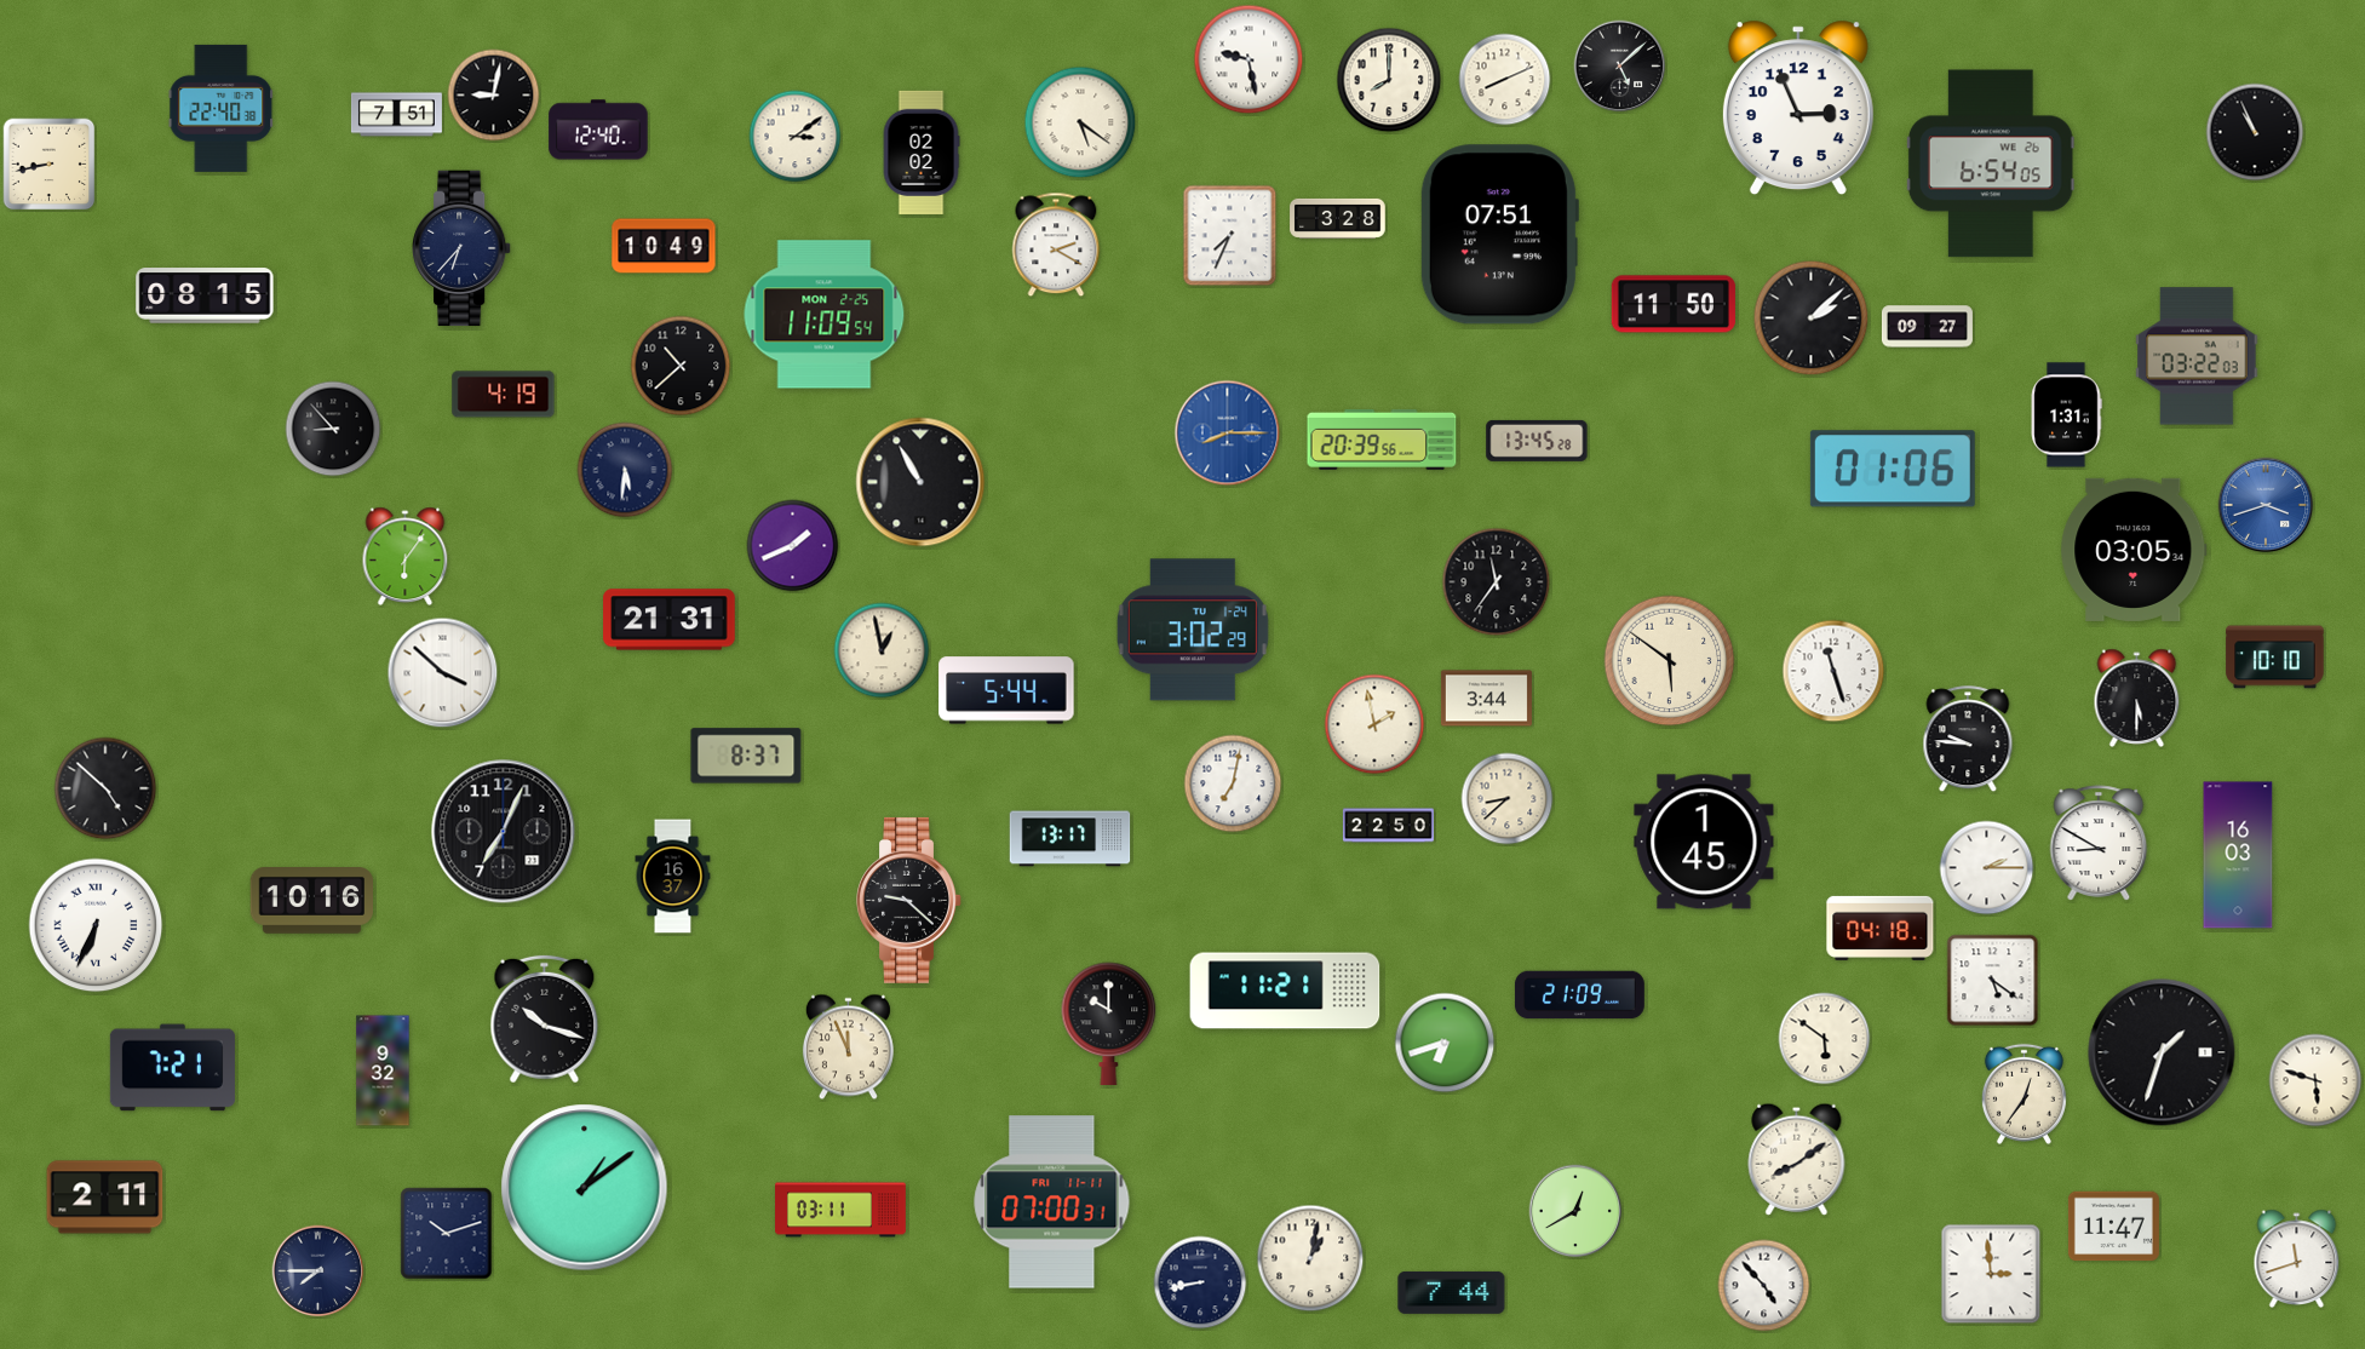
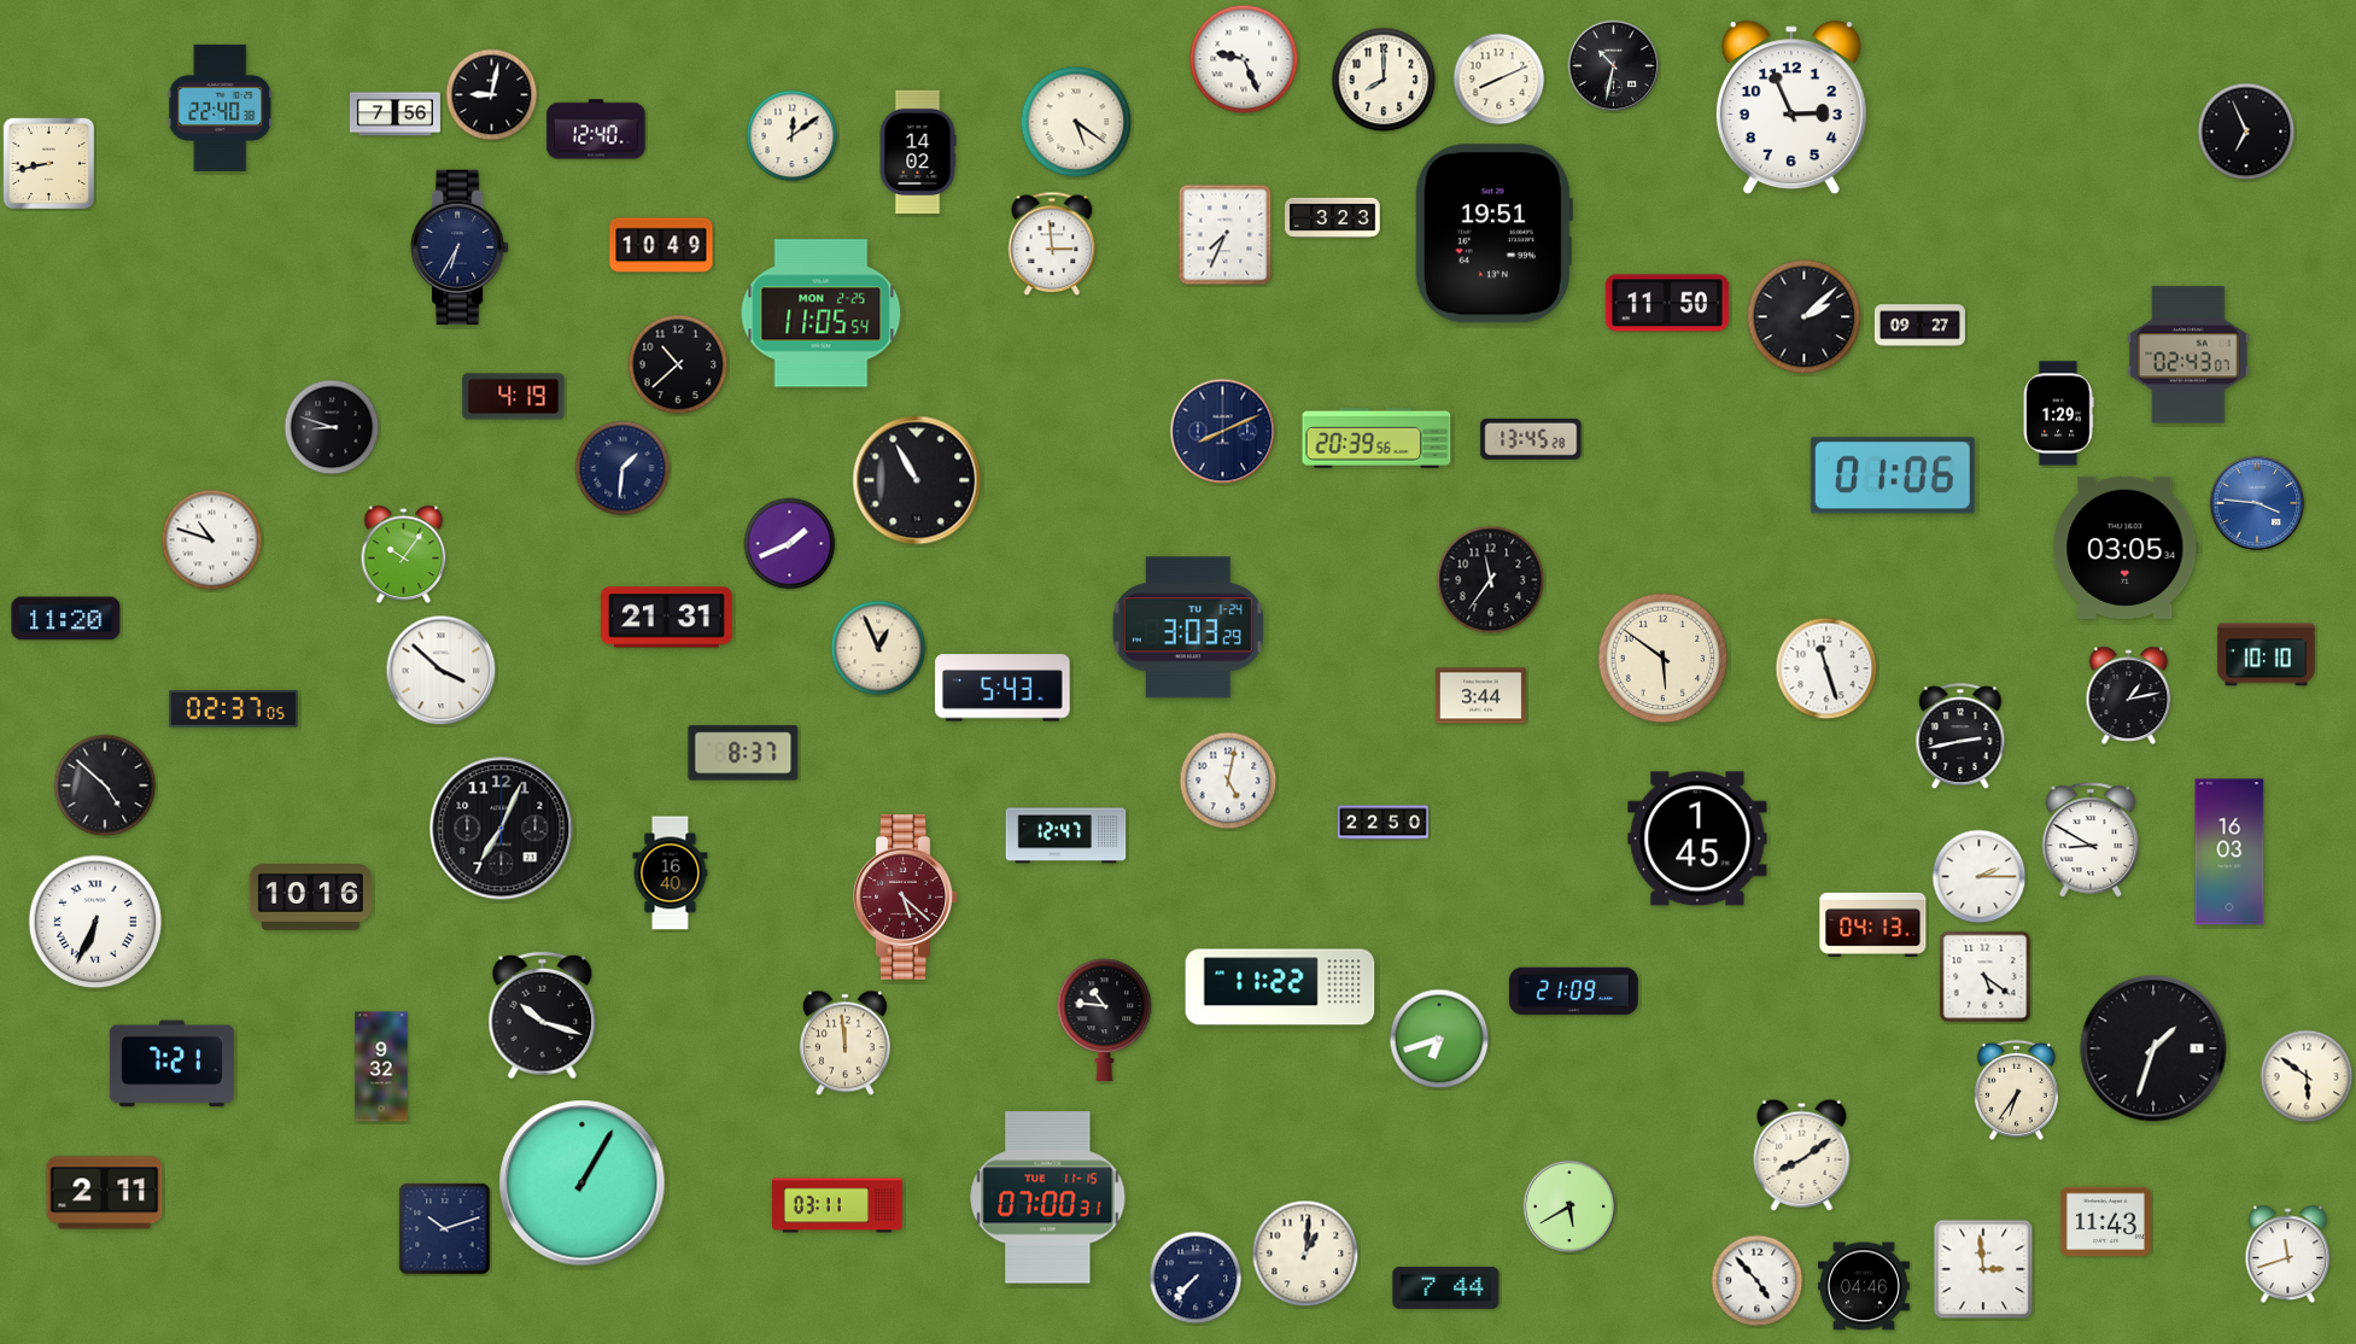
clock at (1248, 59): 9:28 -> 9:26
clock at (1620, 67): 5:08 -> 10:32
clock at (396, 115): 7:51 -> 7:56
clock at (2255, 132): 10:56 -> 6:56
clock at (796, 137): 3:09 -> 12:09
clock at (922, 151): 02:02 -> 14:02
clock at (1991, 163): 6:54 -> none
clock at (1338, 218): 3:28 -> 3:23
clock at (1499, 235): 07:51 -> 19:51
clock at (1056, 245): 2:20 -> 2:59
clock at (463, 248): 6:37 -> 6:35
clock at (205, 295): 08:15 -> none
clock at (825, 315): 11:09 -> 11:05
clock at (2197, 356): 03:22 -> 02:43
clock at (504, 395) position: (504, 395) -> (514, 397)
clock at (2066, 415): 1:31 -> 1:29
clock at (333, 429): 8:53 -> 8:48
clock at (1228, 434): 8:15 -> 8:11
clock at (1228, 434) dial: blue -> navy
clock at (1893, 469) position: (1893, 469) -> (1893, 475)
clock at (625, 470): 5:31 -> 1:31
clock at (2266, 505): 3:42 -> 3:46
clock at (212, 540): none -> 10:48
clock at (406, 556): 6:06 -> 10:06
clock at (66, 619): none -> 11:20
clock at (1193, 630): 3:02 -> 3:03
clock at (882, 650): 12:58 -> 12:56
clock at (1006, 690): 5:44 -> 5:43
clock at (2137, 698): 5:30 -> 1:13
clock at (233, 708): none -> 02:37
clock at (1374, 724): 1:58 -> none
clock at (1968, 740): 9:46 -> 2:43
clock at (1233, 783): 7:02 -> 5:02
clock at (1508, 799): 8:38 -> none
clock at (1070, 839): 13:17 -> 12:47
clock at (1987, 868) position: (1987, 868) -> (1980, 877)
clock at (673, 877): 16:37 -> 16:40
clock at (909, 900): 9:22 -> 5:22
clock at (909, 900) dial: black -> burgundy
clock at (1881, 928): 04:18 -> 04:13
clock at (1285, 991): 11:21 -> 11:22
clock at (1109, 1023): 10:00 -> 10:46
clock at (1825, 1039): 5:51 -> none
clock at (848, 1047): 11:56 -> 11:59
clock at (2315, 1080): 5:48 -> 5:51
clock at (2024, 1093): 12:36 -> 6:36
clock at (1797, 1159) position: (1797, 1159) -> (1802, 1155)
clock at (585, 1188): 1:09 -> 1:05
clock at (1052, 1202) date: FRI 11-11 -> TUE 11-15
clock at (1575, 1211): 12:40 -> 5:40
clock at (2113, 1227): 11:47 -> 11:43
clock at (1310, 1258): 1:02 -> 1:01
clock at (318, 1271): 7:45 -> none
clock at (1200, 1282): 8:43 -> 7:37
clock at (1864, 1286): none -> 04:46
